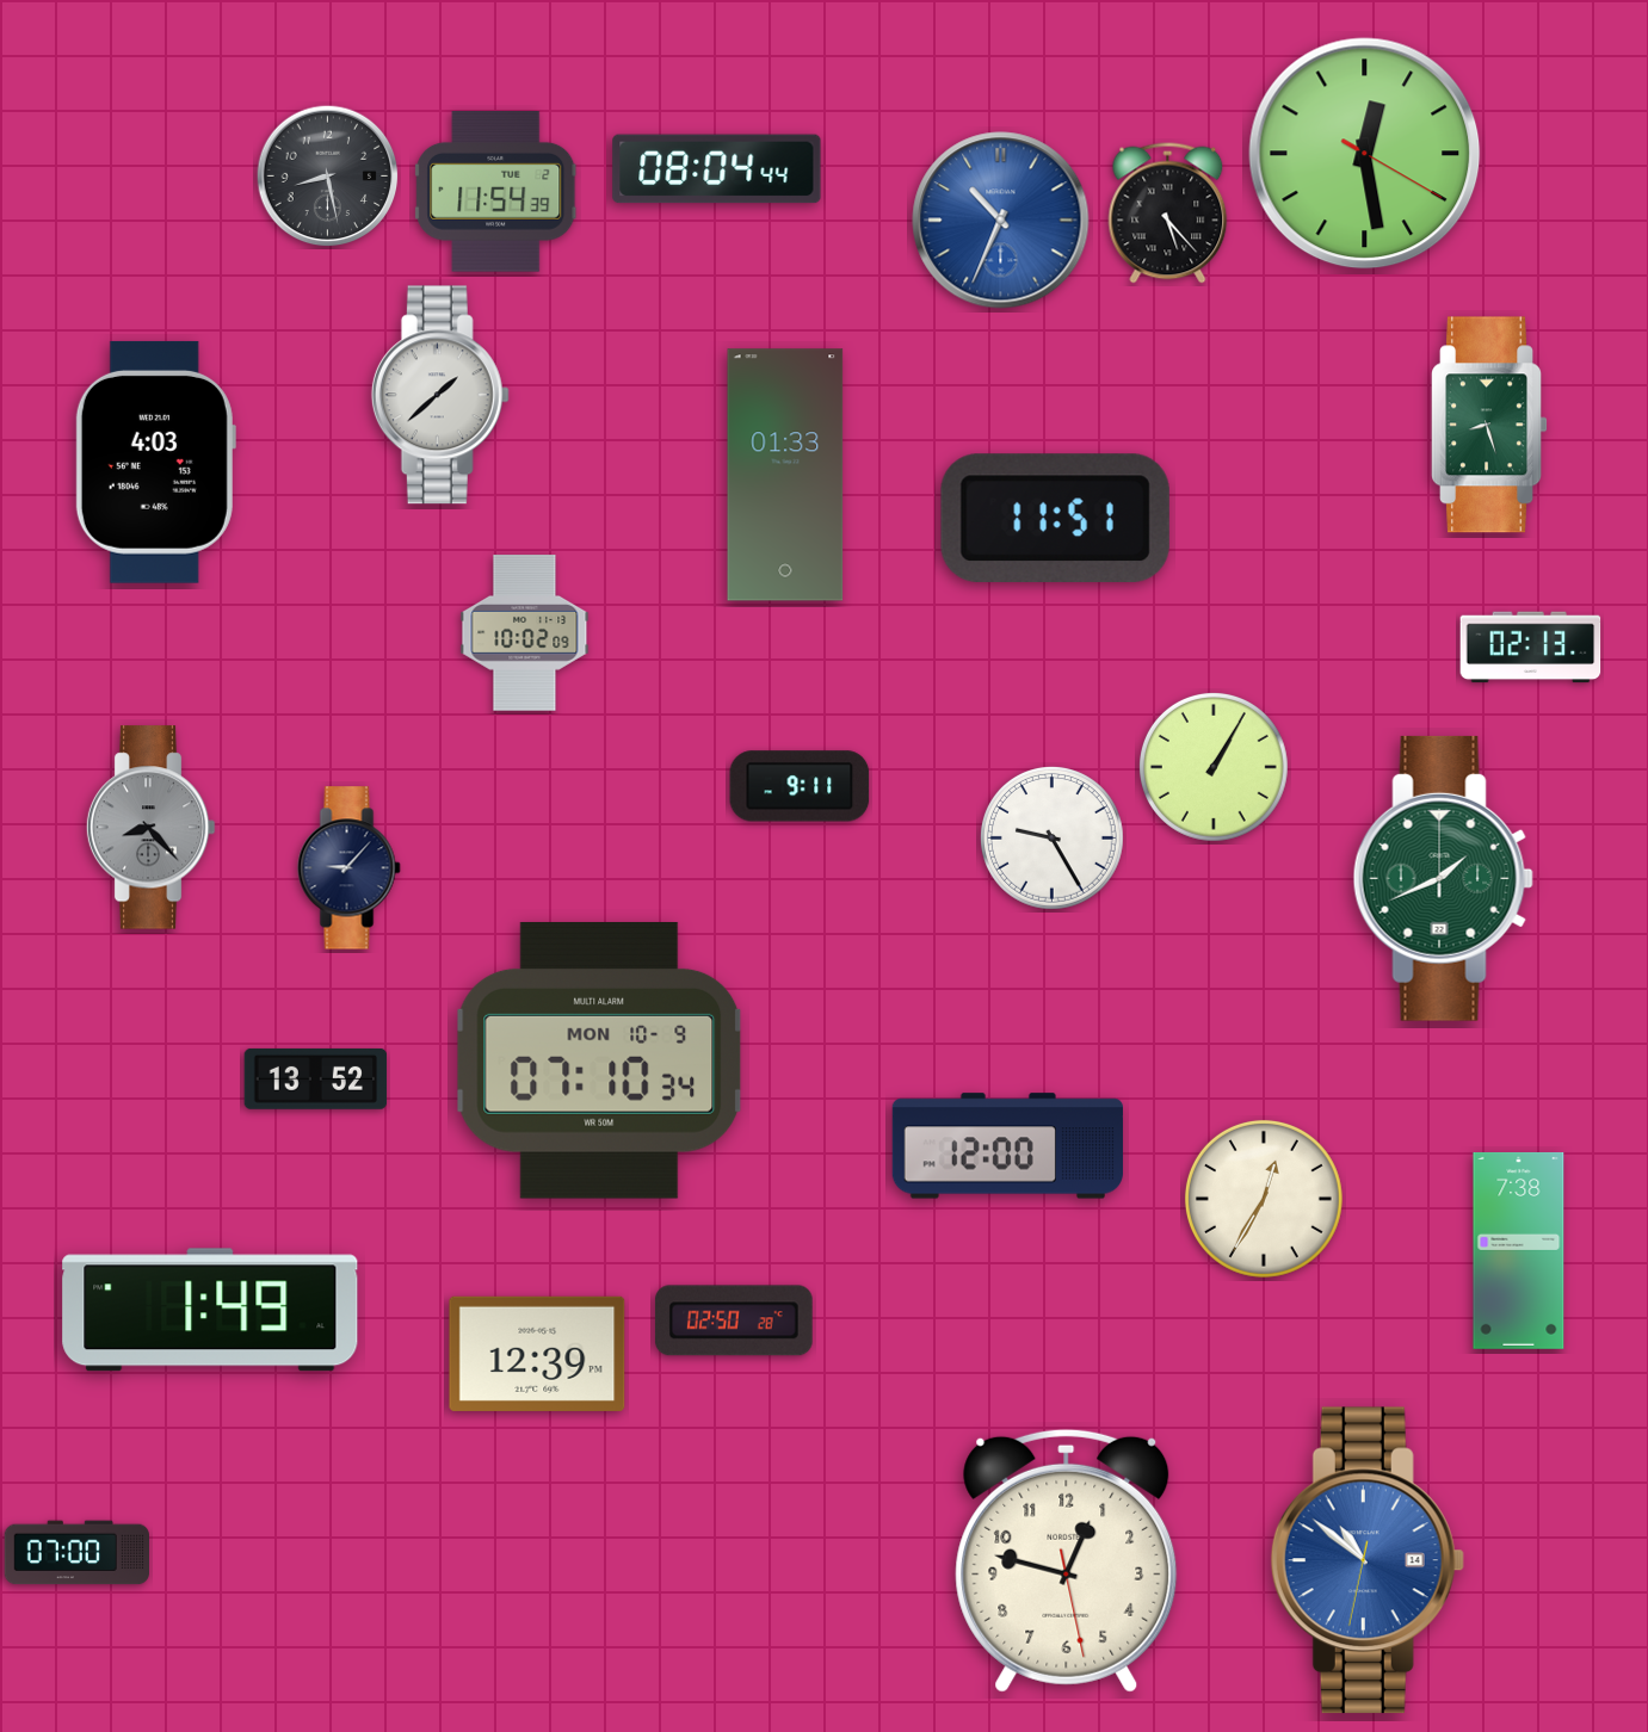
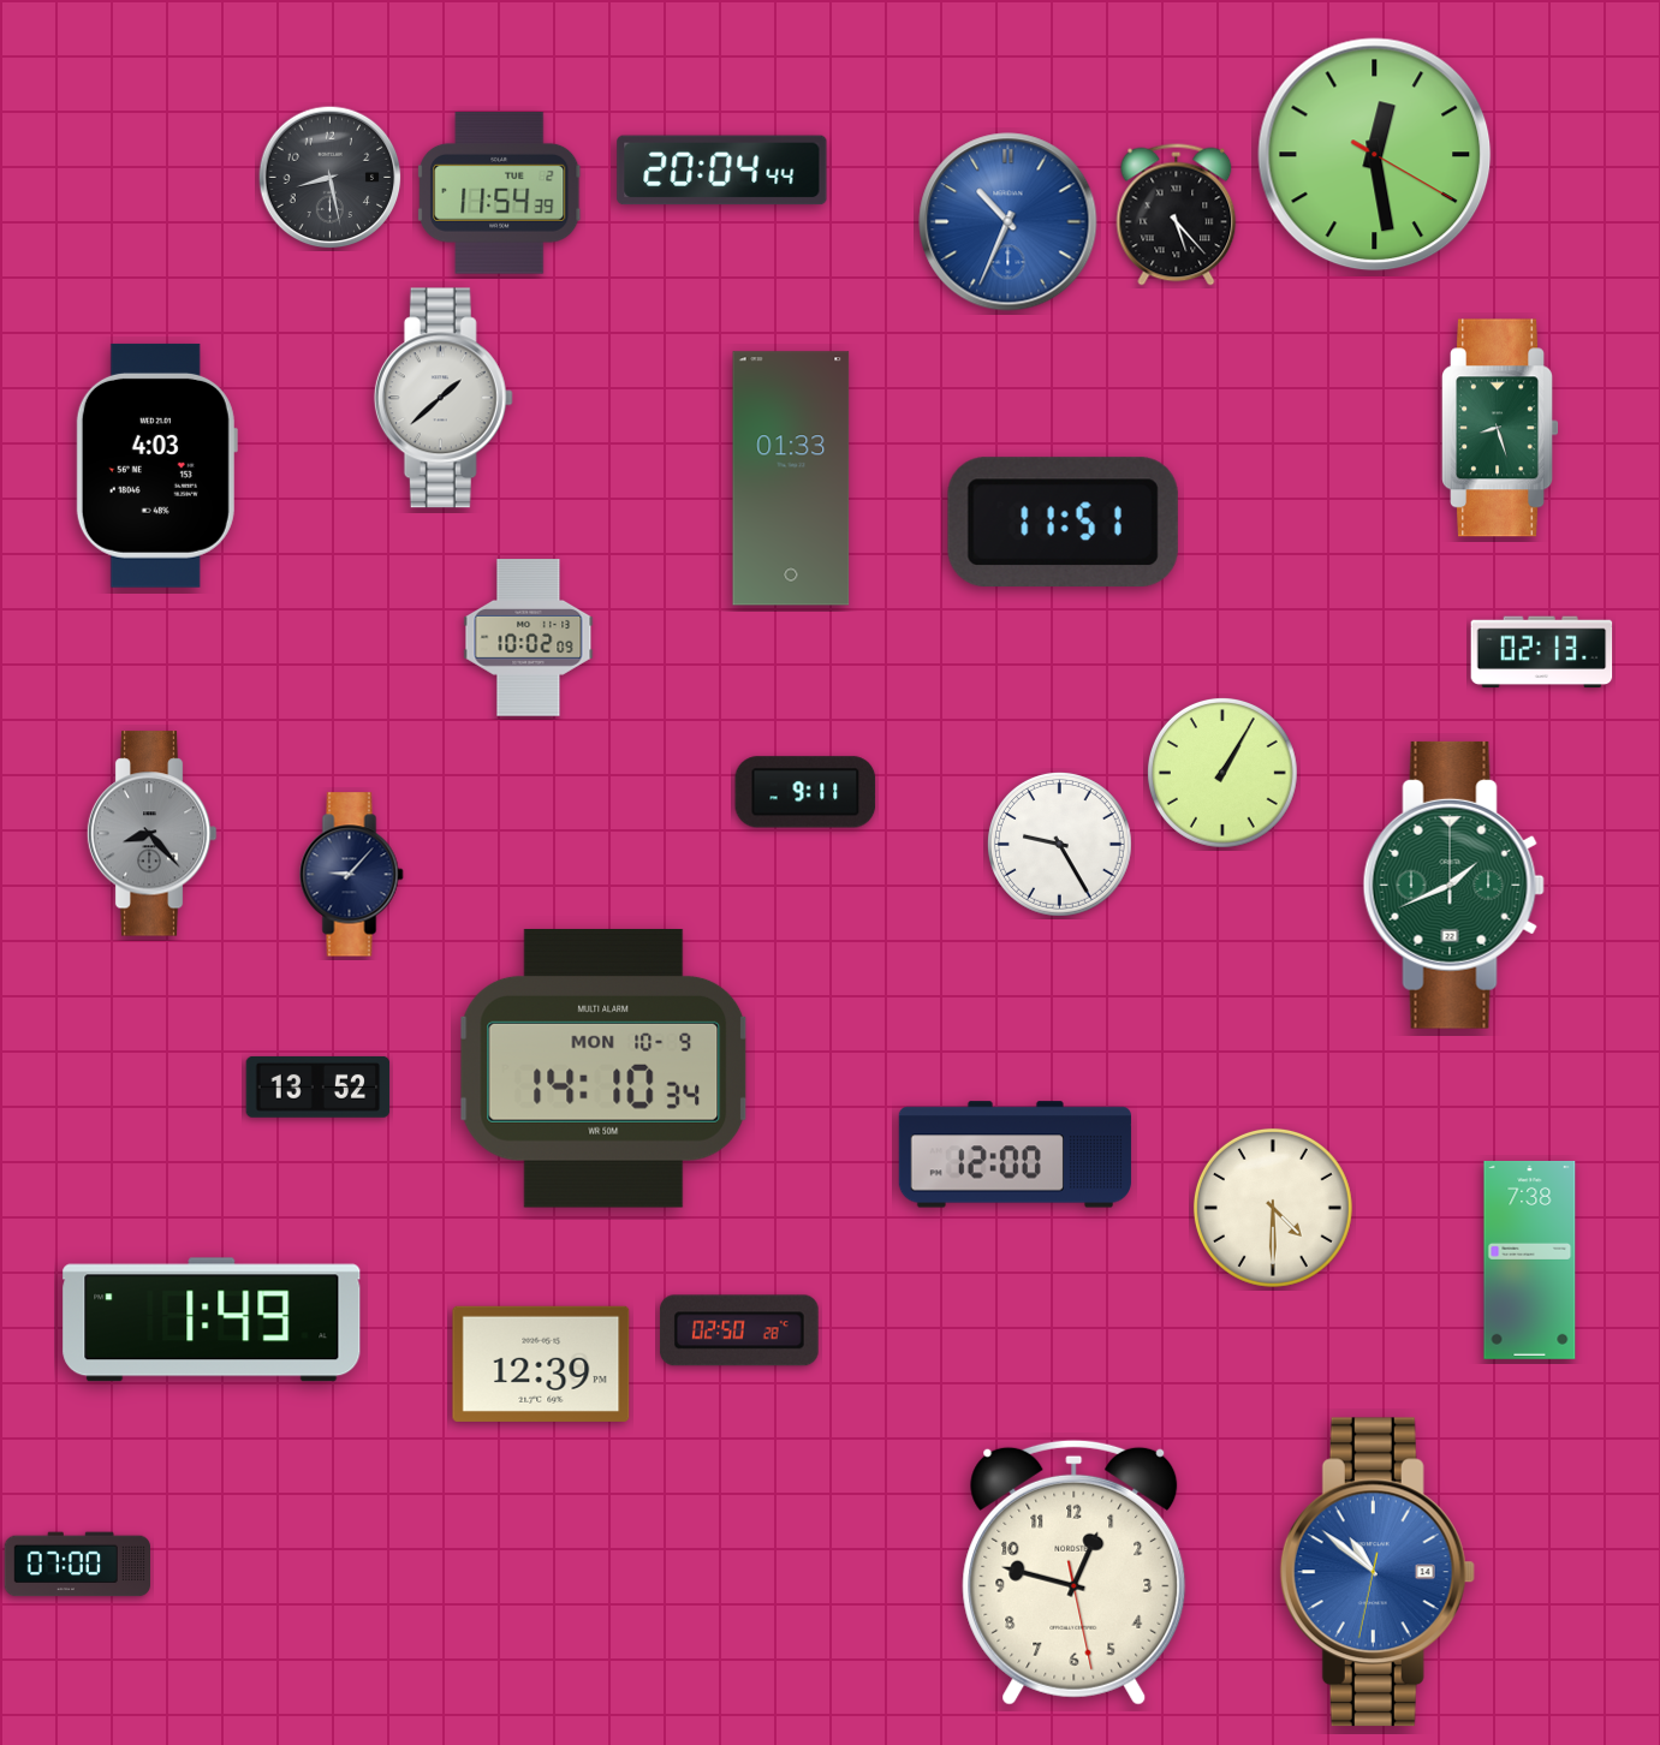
clock at (717, 169): 08:04 -> 20:04
clock at (599, 1060): 07:10 -> 14:10
clock at (1264, 1199): 12:35 -> 4:30
